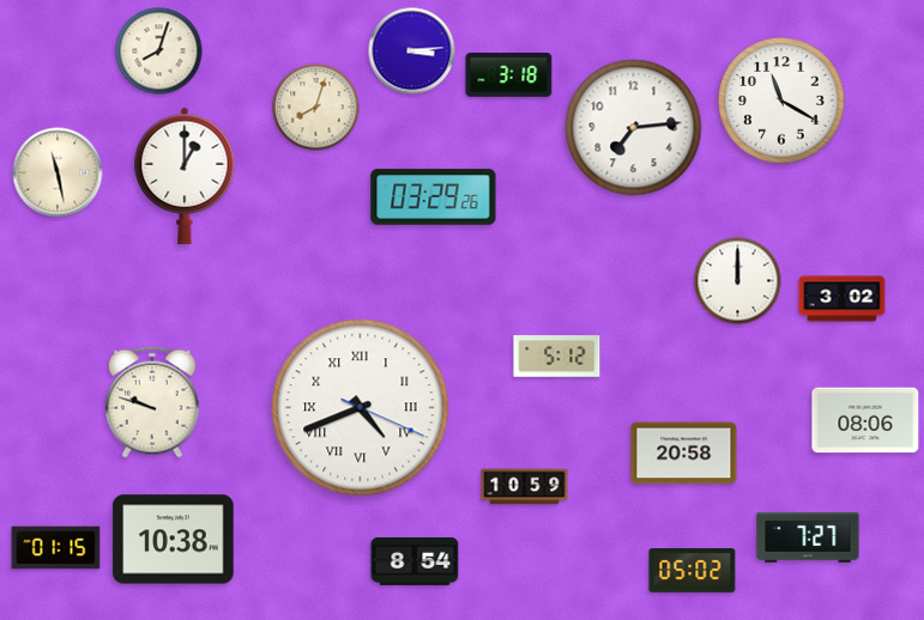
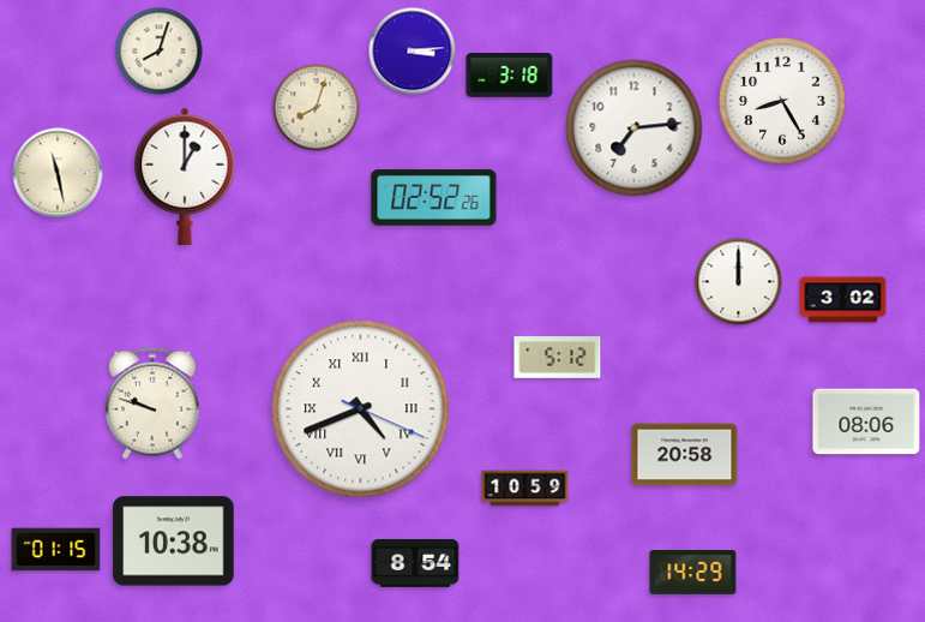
clock at (781, 101): 11:20 -> 8:25
clock at (434, 197): 03:29 -> 02:52
clock at (808, 537): 7:27 -> none
clock at (693, 571): 05:02 -> 14:29
